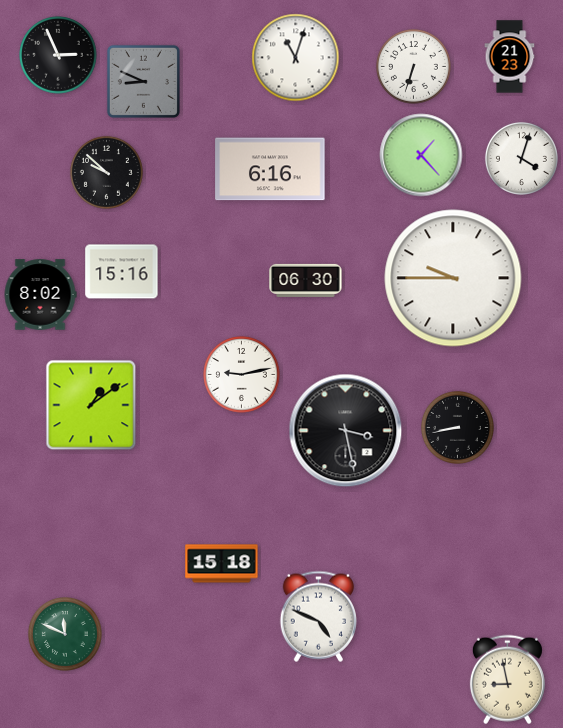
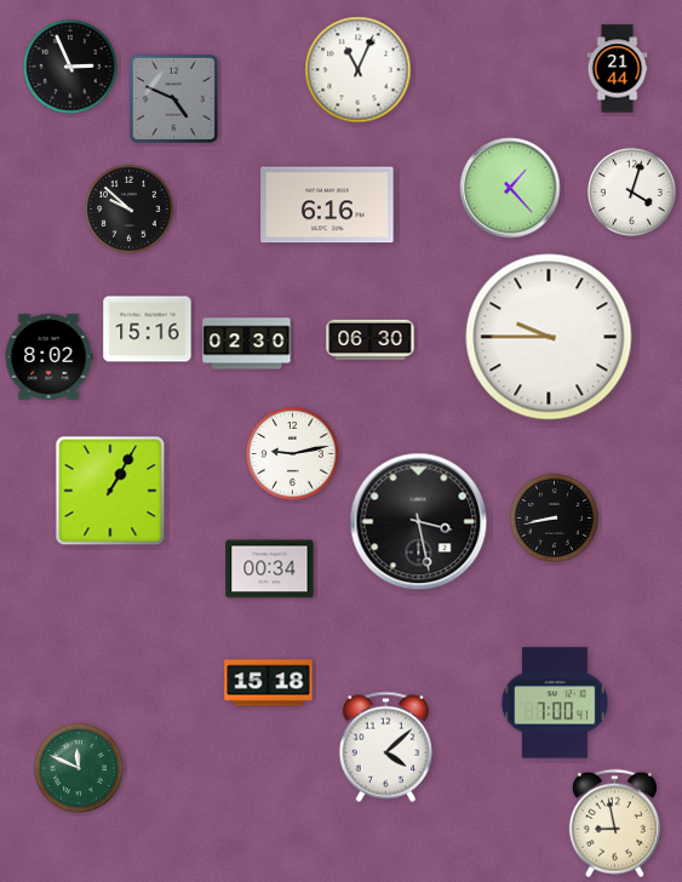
clock at (510, 57): 21:23 -> 21:44
clock at (296, 58): 11:03 -> 11:04
clock at (414, 67): 6:33 -> none
clock at (143, 81): 8:49 -> 4:49
clock at (247, 344): none -> 02:30
clock at (91, 405): 1:09 -> 1:05
clock at (270, 569): none -> 00:34
clock at (555, 703): none -> 7:00
clock at (318, 616): 4:49 -> 4:08
